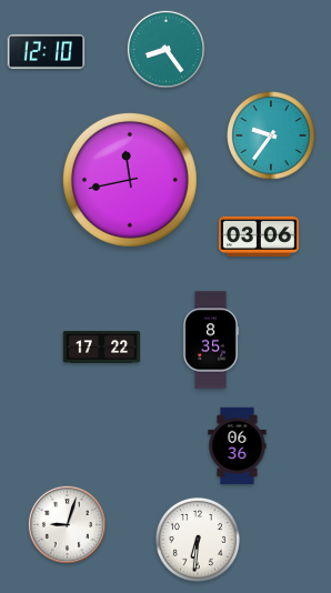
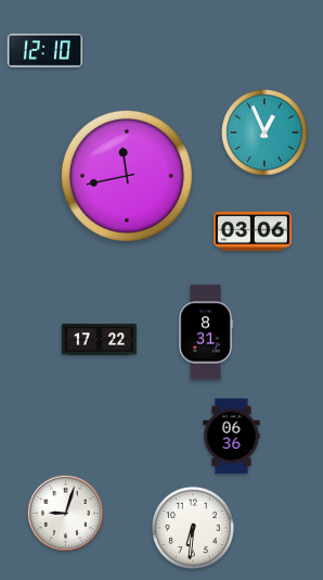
clock at (165, 49): 8:24 -> none
clock at (271, 135): 9:36 -> 12:56
clock at (211, 340): 8:35 -> 8:31
